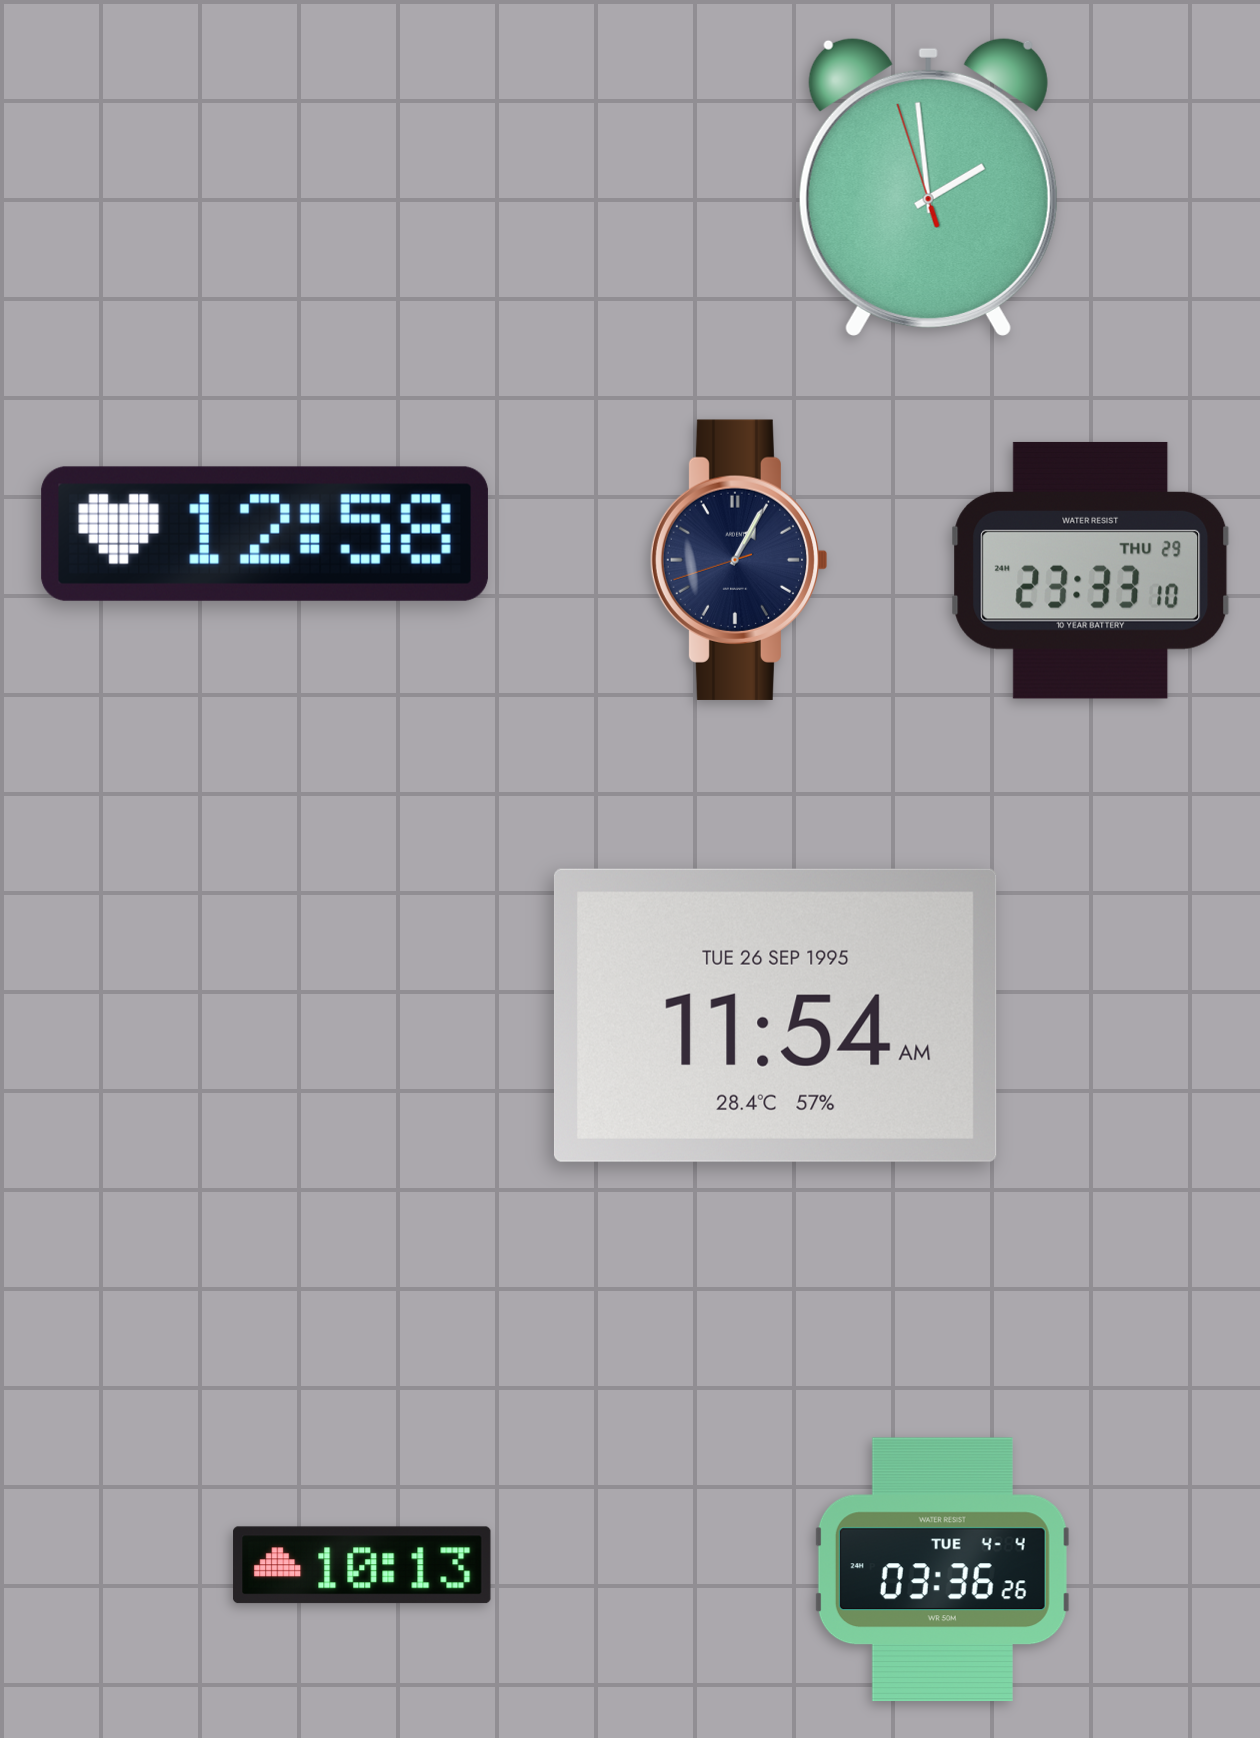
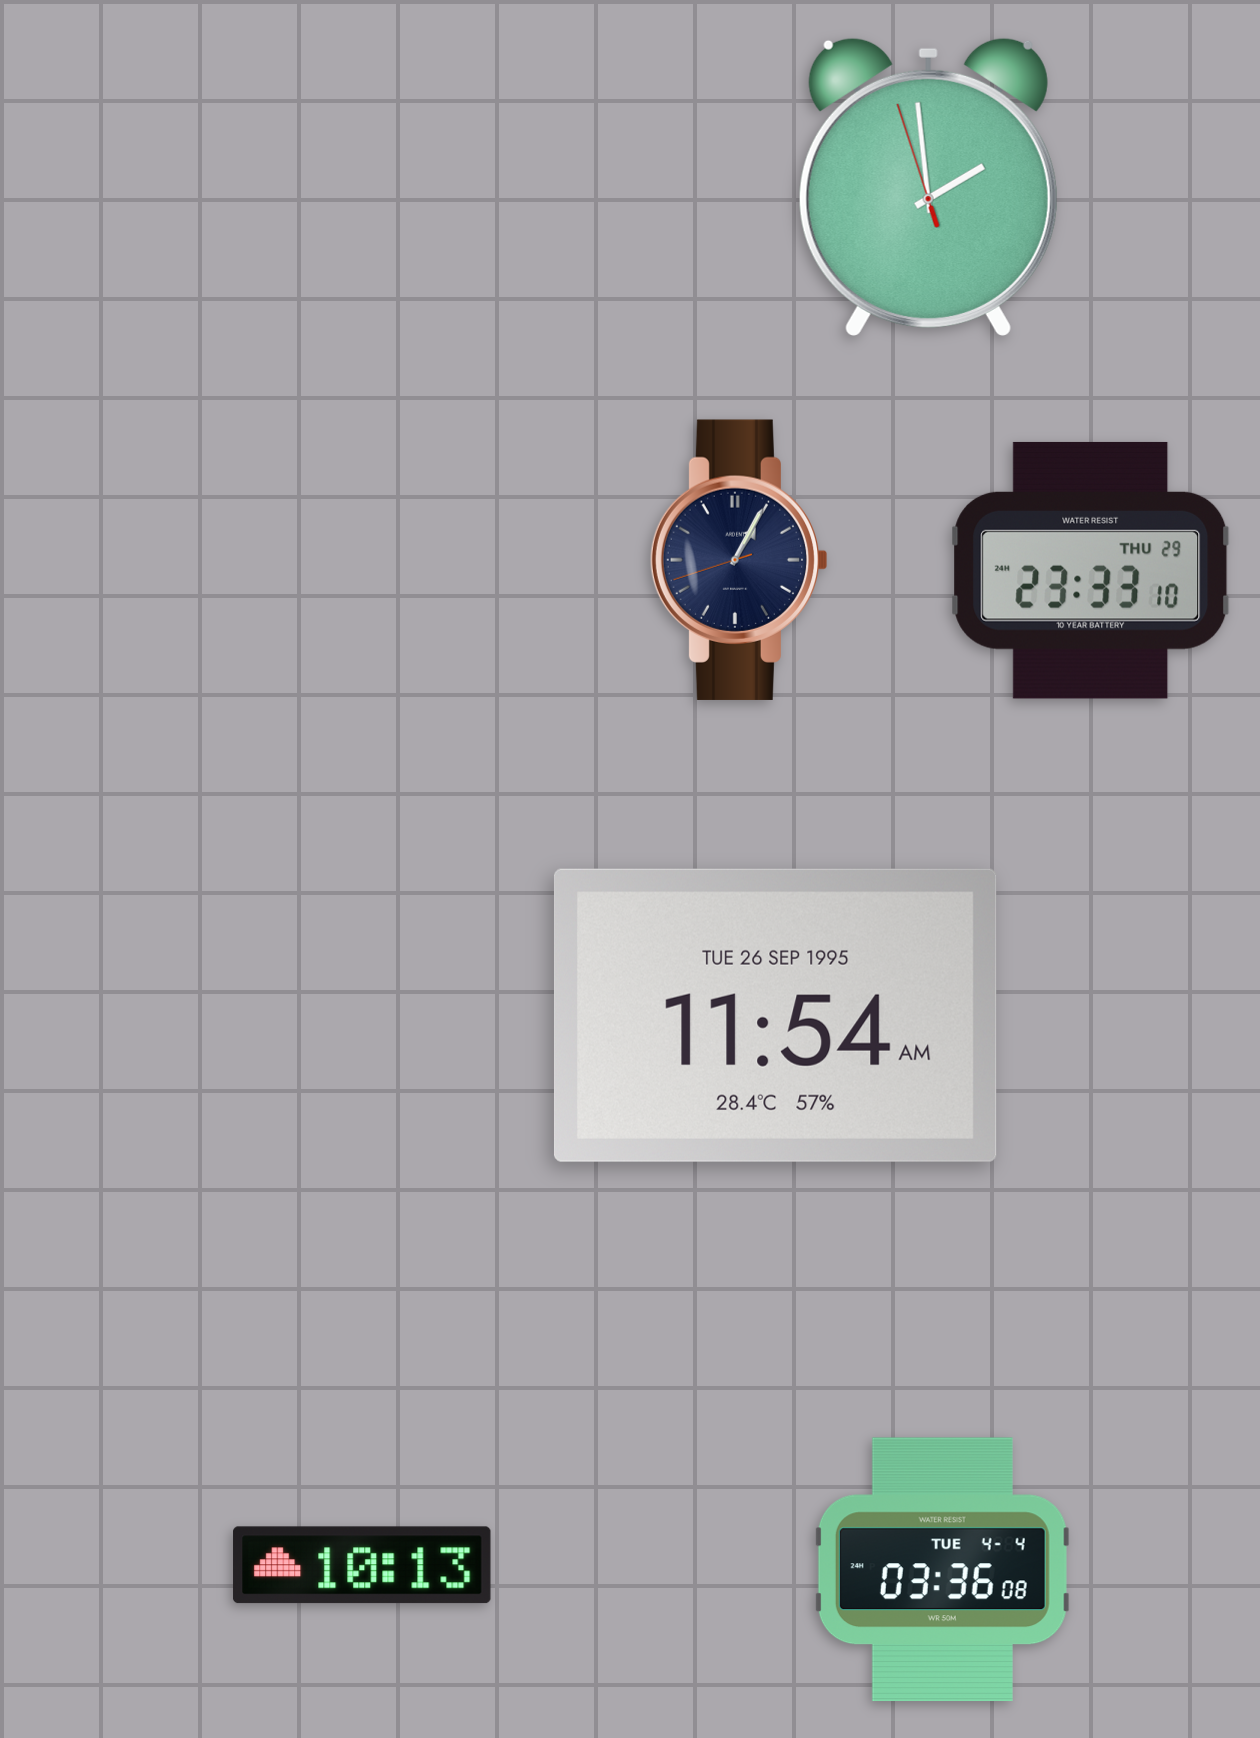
clock at (265, 534): 12:58 -> none
clock at (942, 1570): 03:36:26 -> 03:36:08
